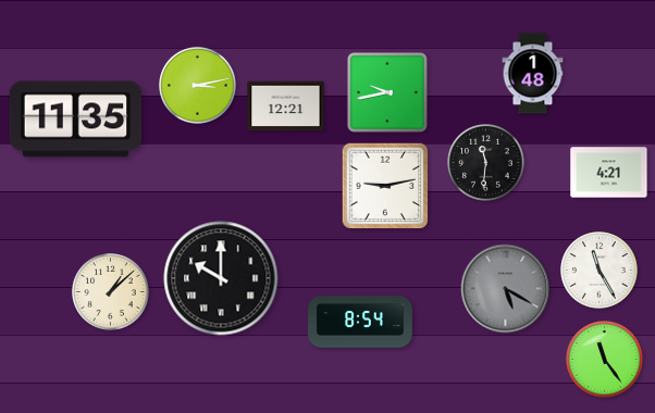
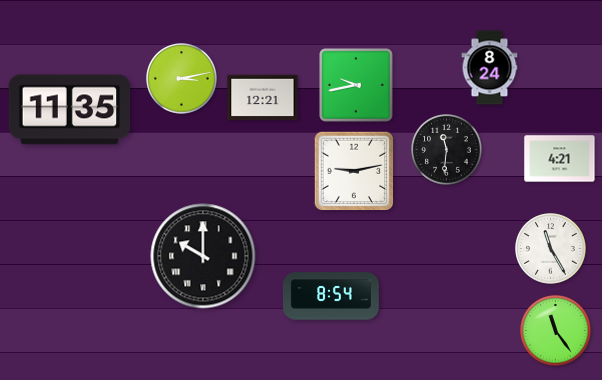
clock at (533, 74): 1:48 -> 8:24
clock at (506, 289): 5:20 -> none
clock at (111, 292): 1:08 -> none
